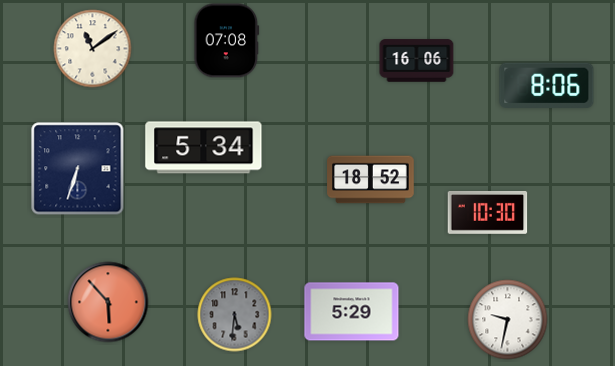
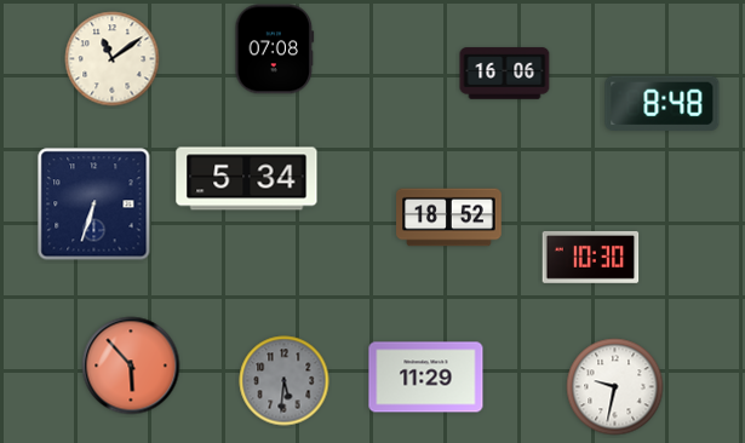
clock at (547, 85): 8:06 -> 8:48
clock at (352, 312): 5:29 -> 11:29
